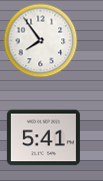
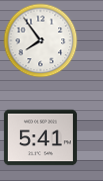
clock at (43, 138) position: (43, 138) -> (40, 138)
